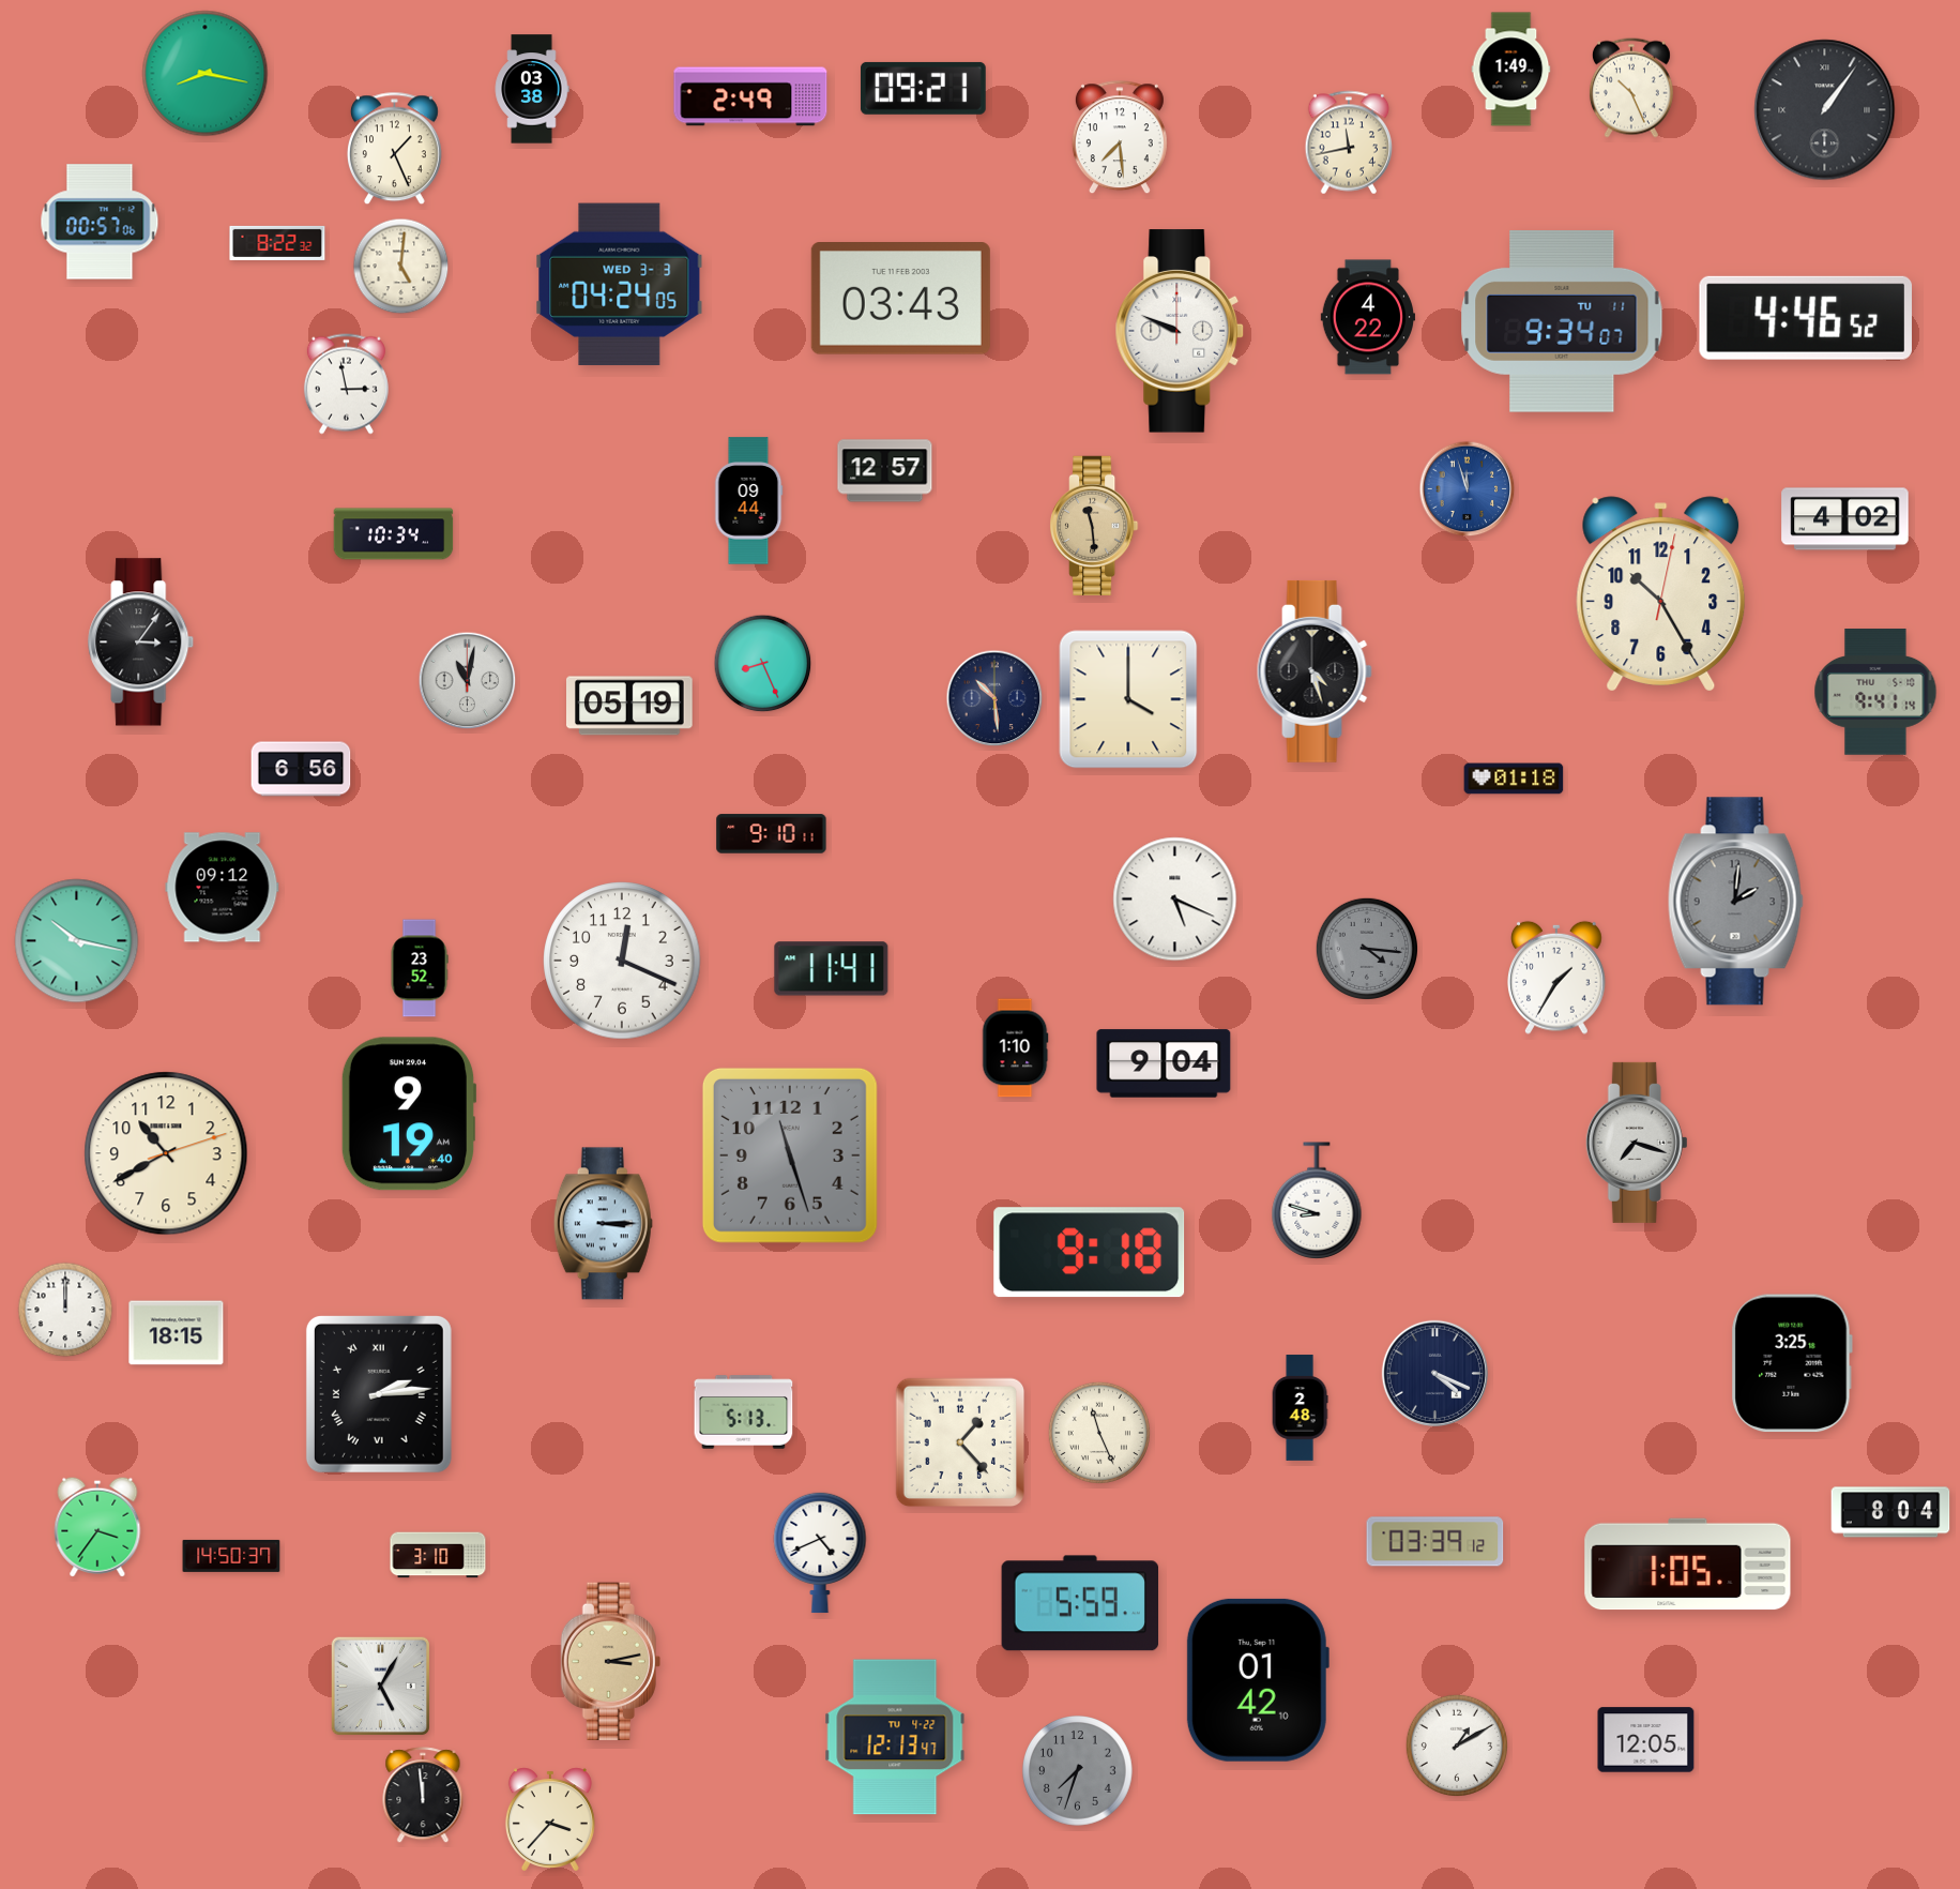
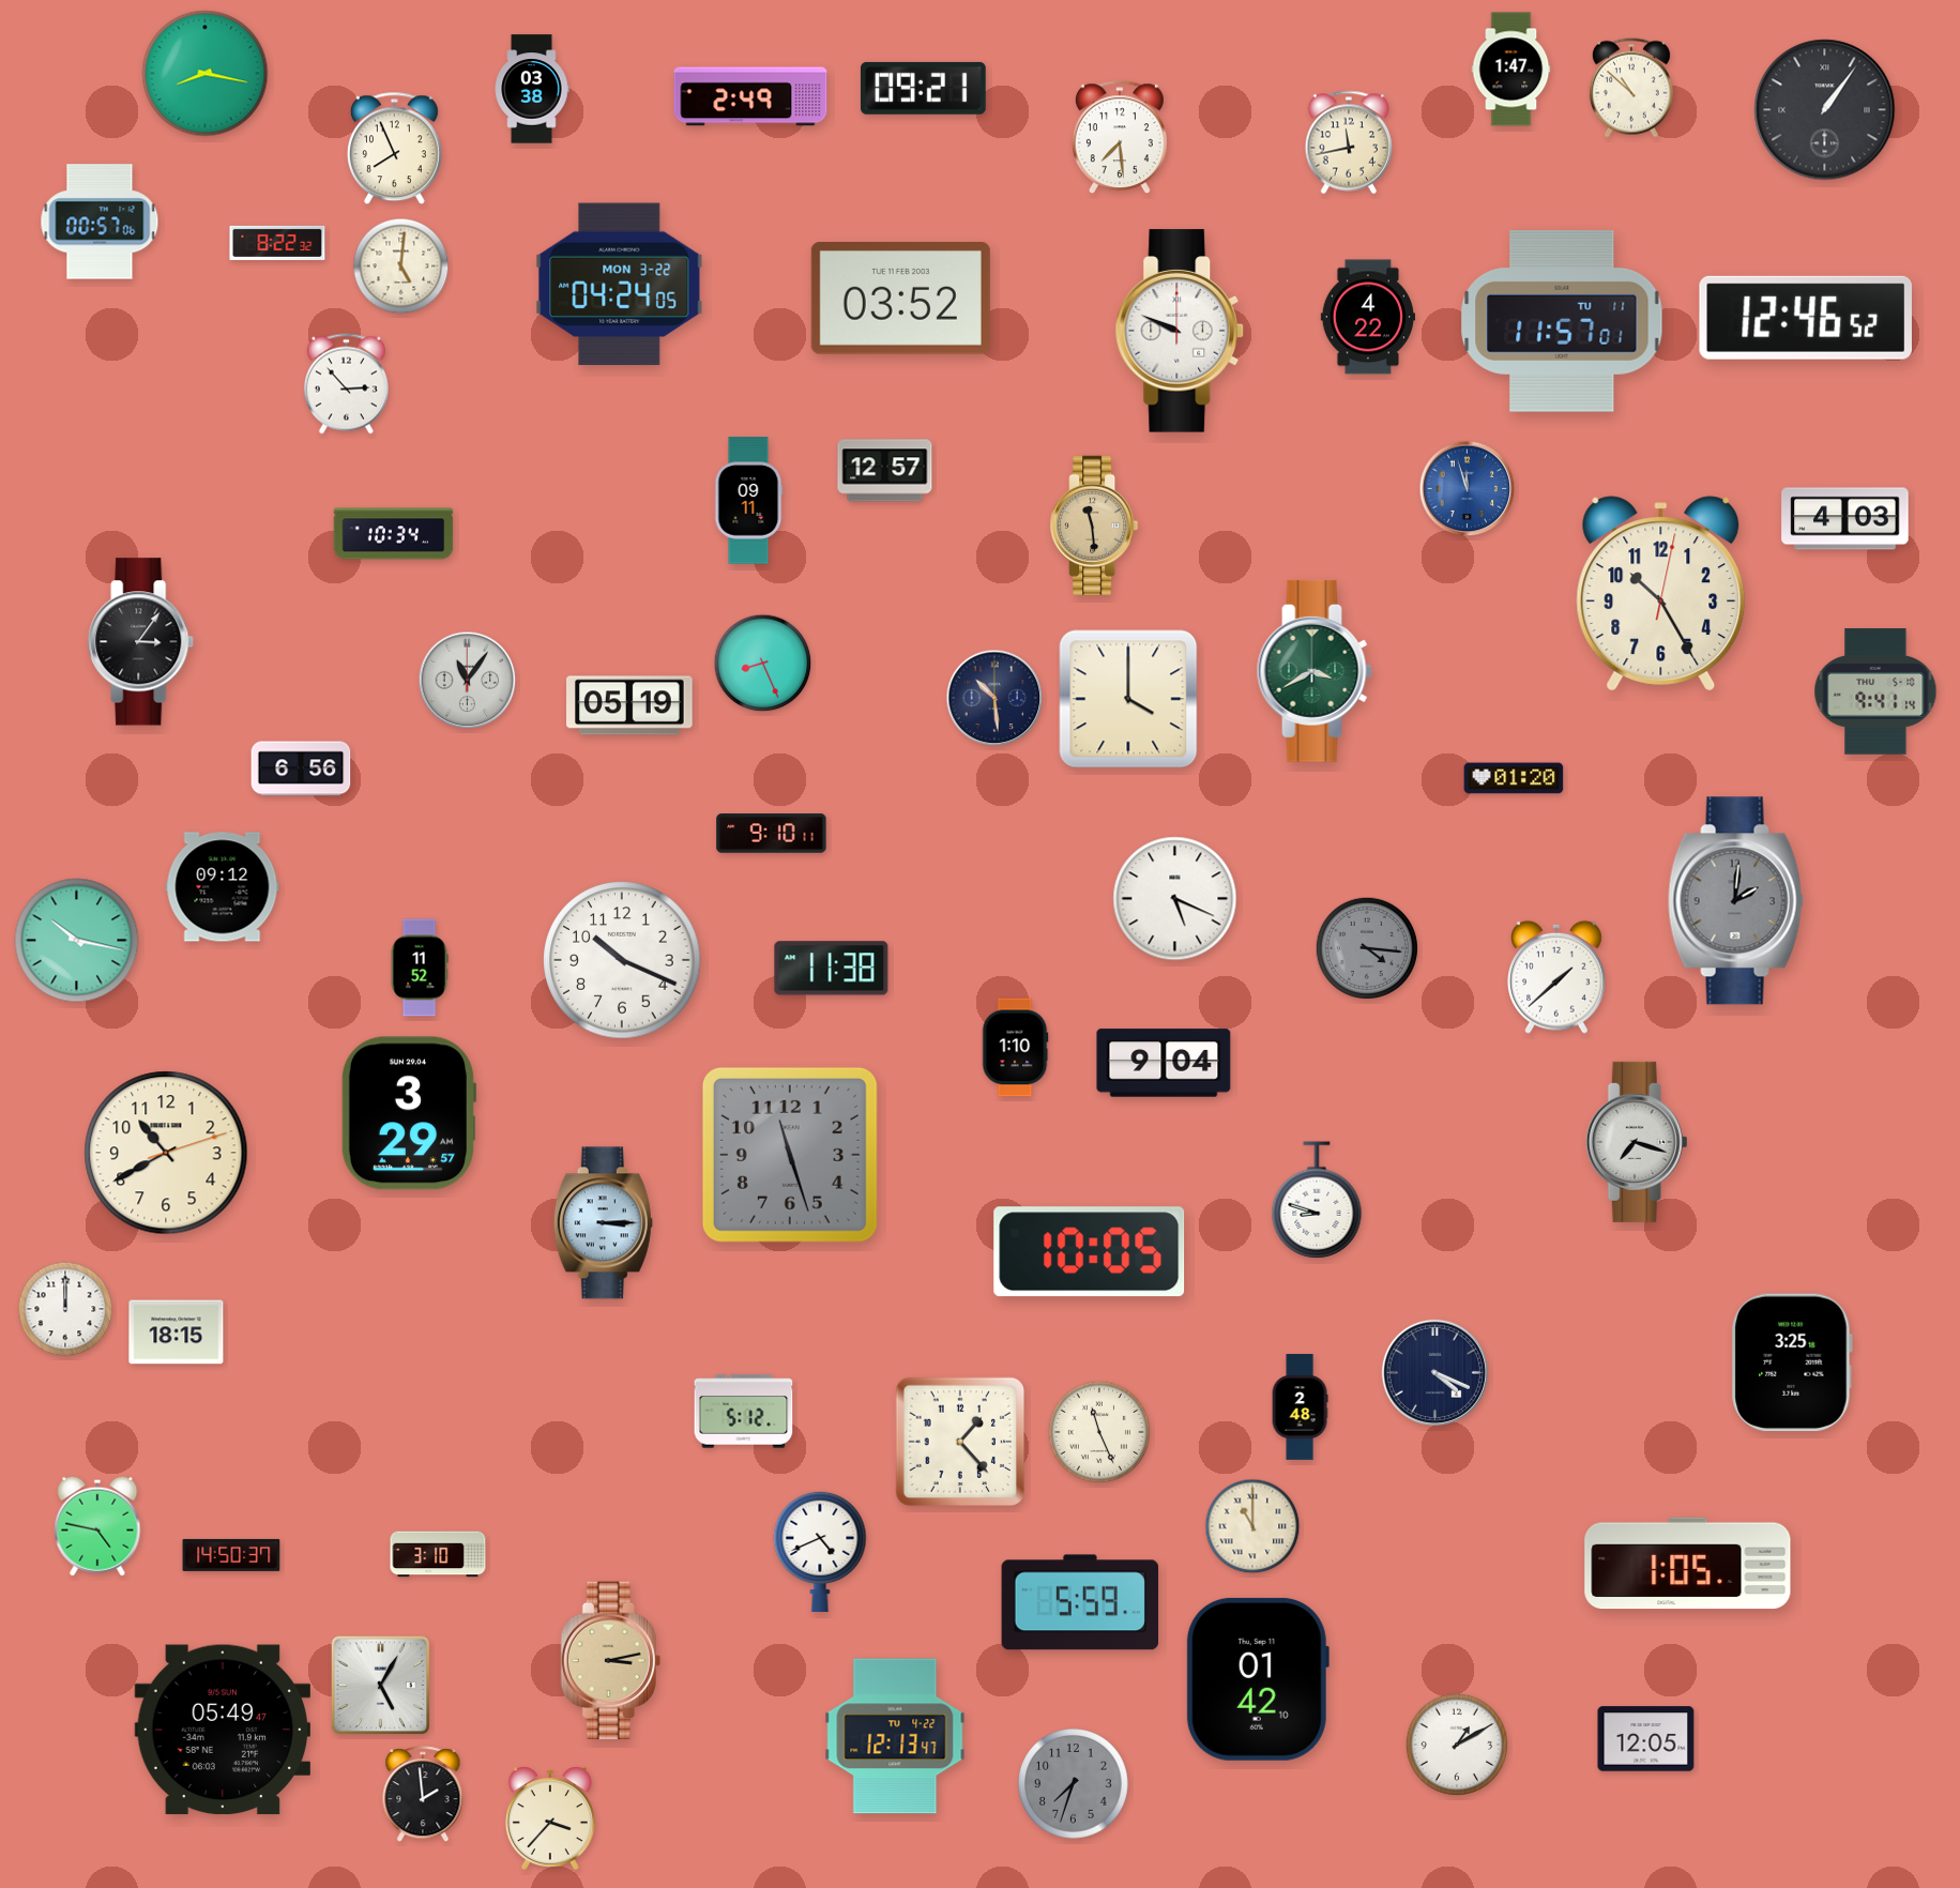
clock at (1511, 70): 1:49 -> 1:47
clock at (1631, 88): 10:26 -> 10:52
clock at (394, 149): 1:26 -> 7:56
clock at (620, 285) date: WED 3-3 -> MON 3-22
clock at (900, 299): 03:43 -> 03:52
clock at (1806, 318): 4:46 -> 12:46
clock at (1562, 321): 9:34 -> 11:57
clock at (346, 384): 2:58 -> 2:53
clock at (748, 501): 09:44 -> 09:11
clock at (1845, 519): 4:02 -> 4:03
clock at (1315, 671): 4:27 -> 3:40
clock at (1315, 671) dial: black -> green
clock at (468, 681): 11:02 -> 11:06
clock at (1514, 779): 01:18 -> 01:20
clock at (622, 961): 12:19 -> 10:19
clock at (420, 968): 23:52 -> 11:52
clock at (832, 969): 11:41 -> 11:38
clock at (1558, 978): 1:35 -> 1:38
clock at (409, 1114): 9:19 -> 3:29
clock at (1090, 1253): 9:18 -> 10:05
clock at (379, 1394): 2:14 -> none
clock at (744, 1412): 5:13 -> 5:12
clock at (1890, 1512): 8:04 -> none
clock at (97, 1527): 3:36 -> 4:47
clock at (1252, 1526): none -> 11:00
clock at (1435, 1542): 03:39 -> none
clock at (222, 1730): none -> 05:49
clock at (1078, 1771) position: (1078, 1771) -> (1074, 1784)
clock at (423, 1796): 11:59 -> 1:59
